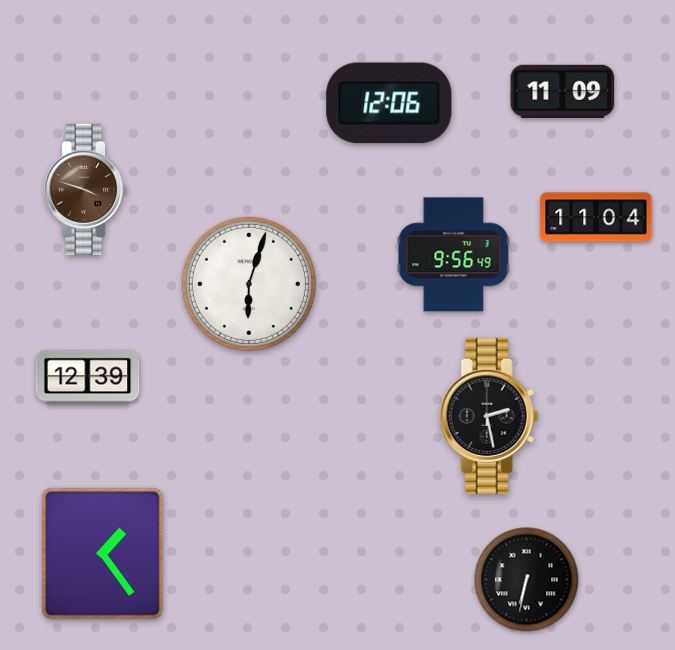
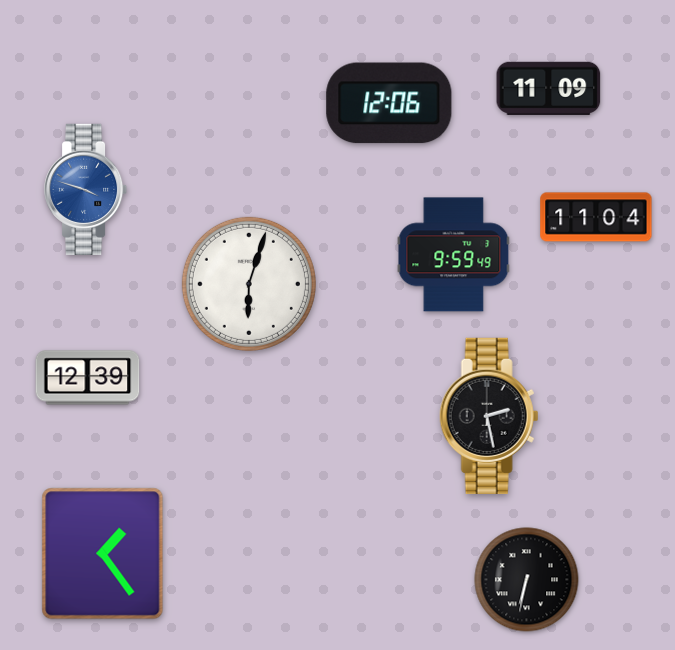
clock at (563, 91) position: (563, 91) -> (549, 88)
clock at (86, 189) dial: brown -> blue
clock at (454, 255): 9:56 -> 9:59
